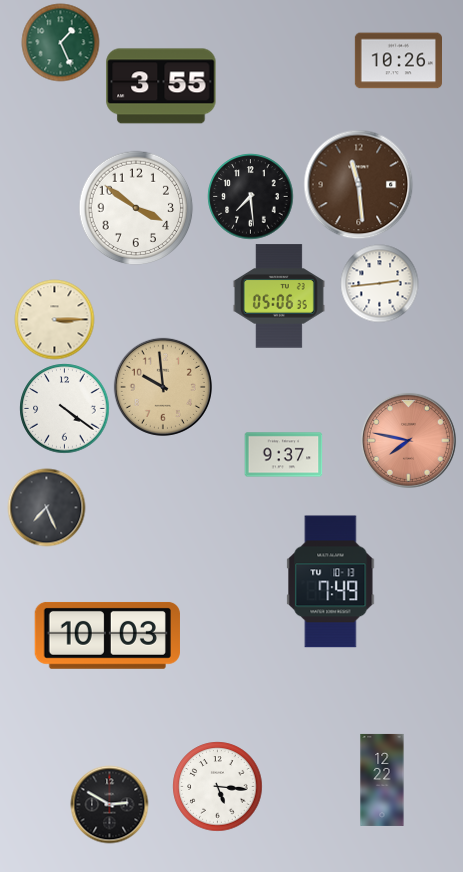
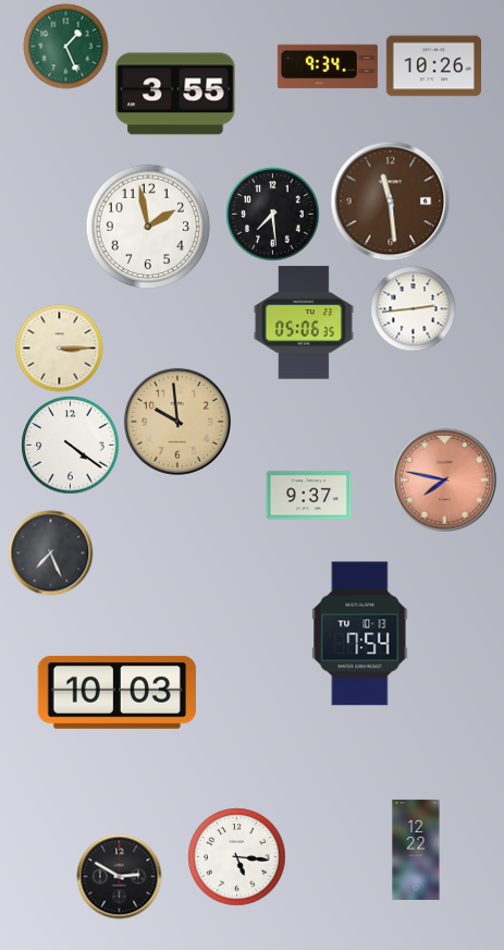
clock at (328, 66): none -> 9:34
clock at (136, 208): 3:51 -> 1:58
clock at (331, 582): 7:49 -> 7:54
